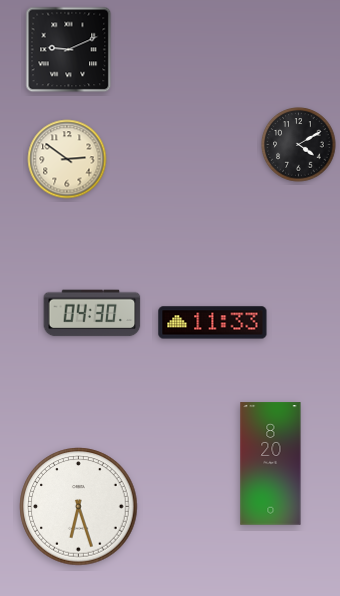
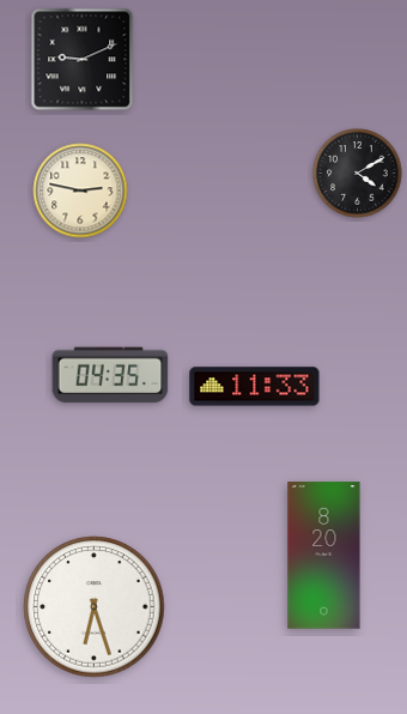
clock at (67, 159): 2:51 -> 2:47
clock at (92, 313): 04:30 -> 04:35
